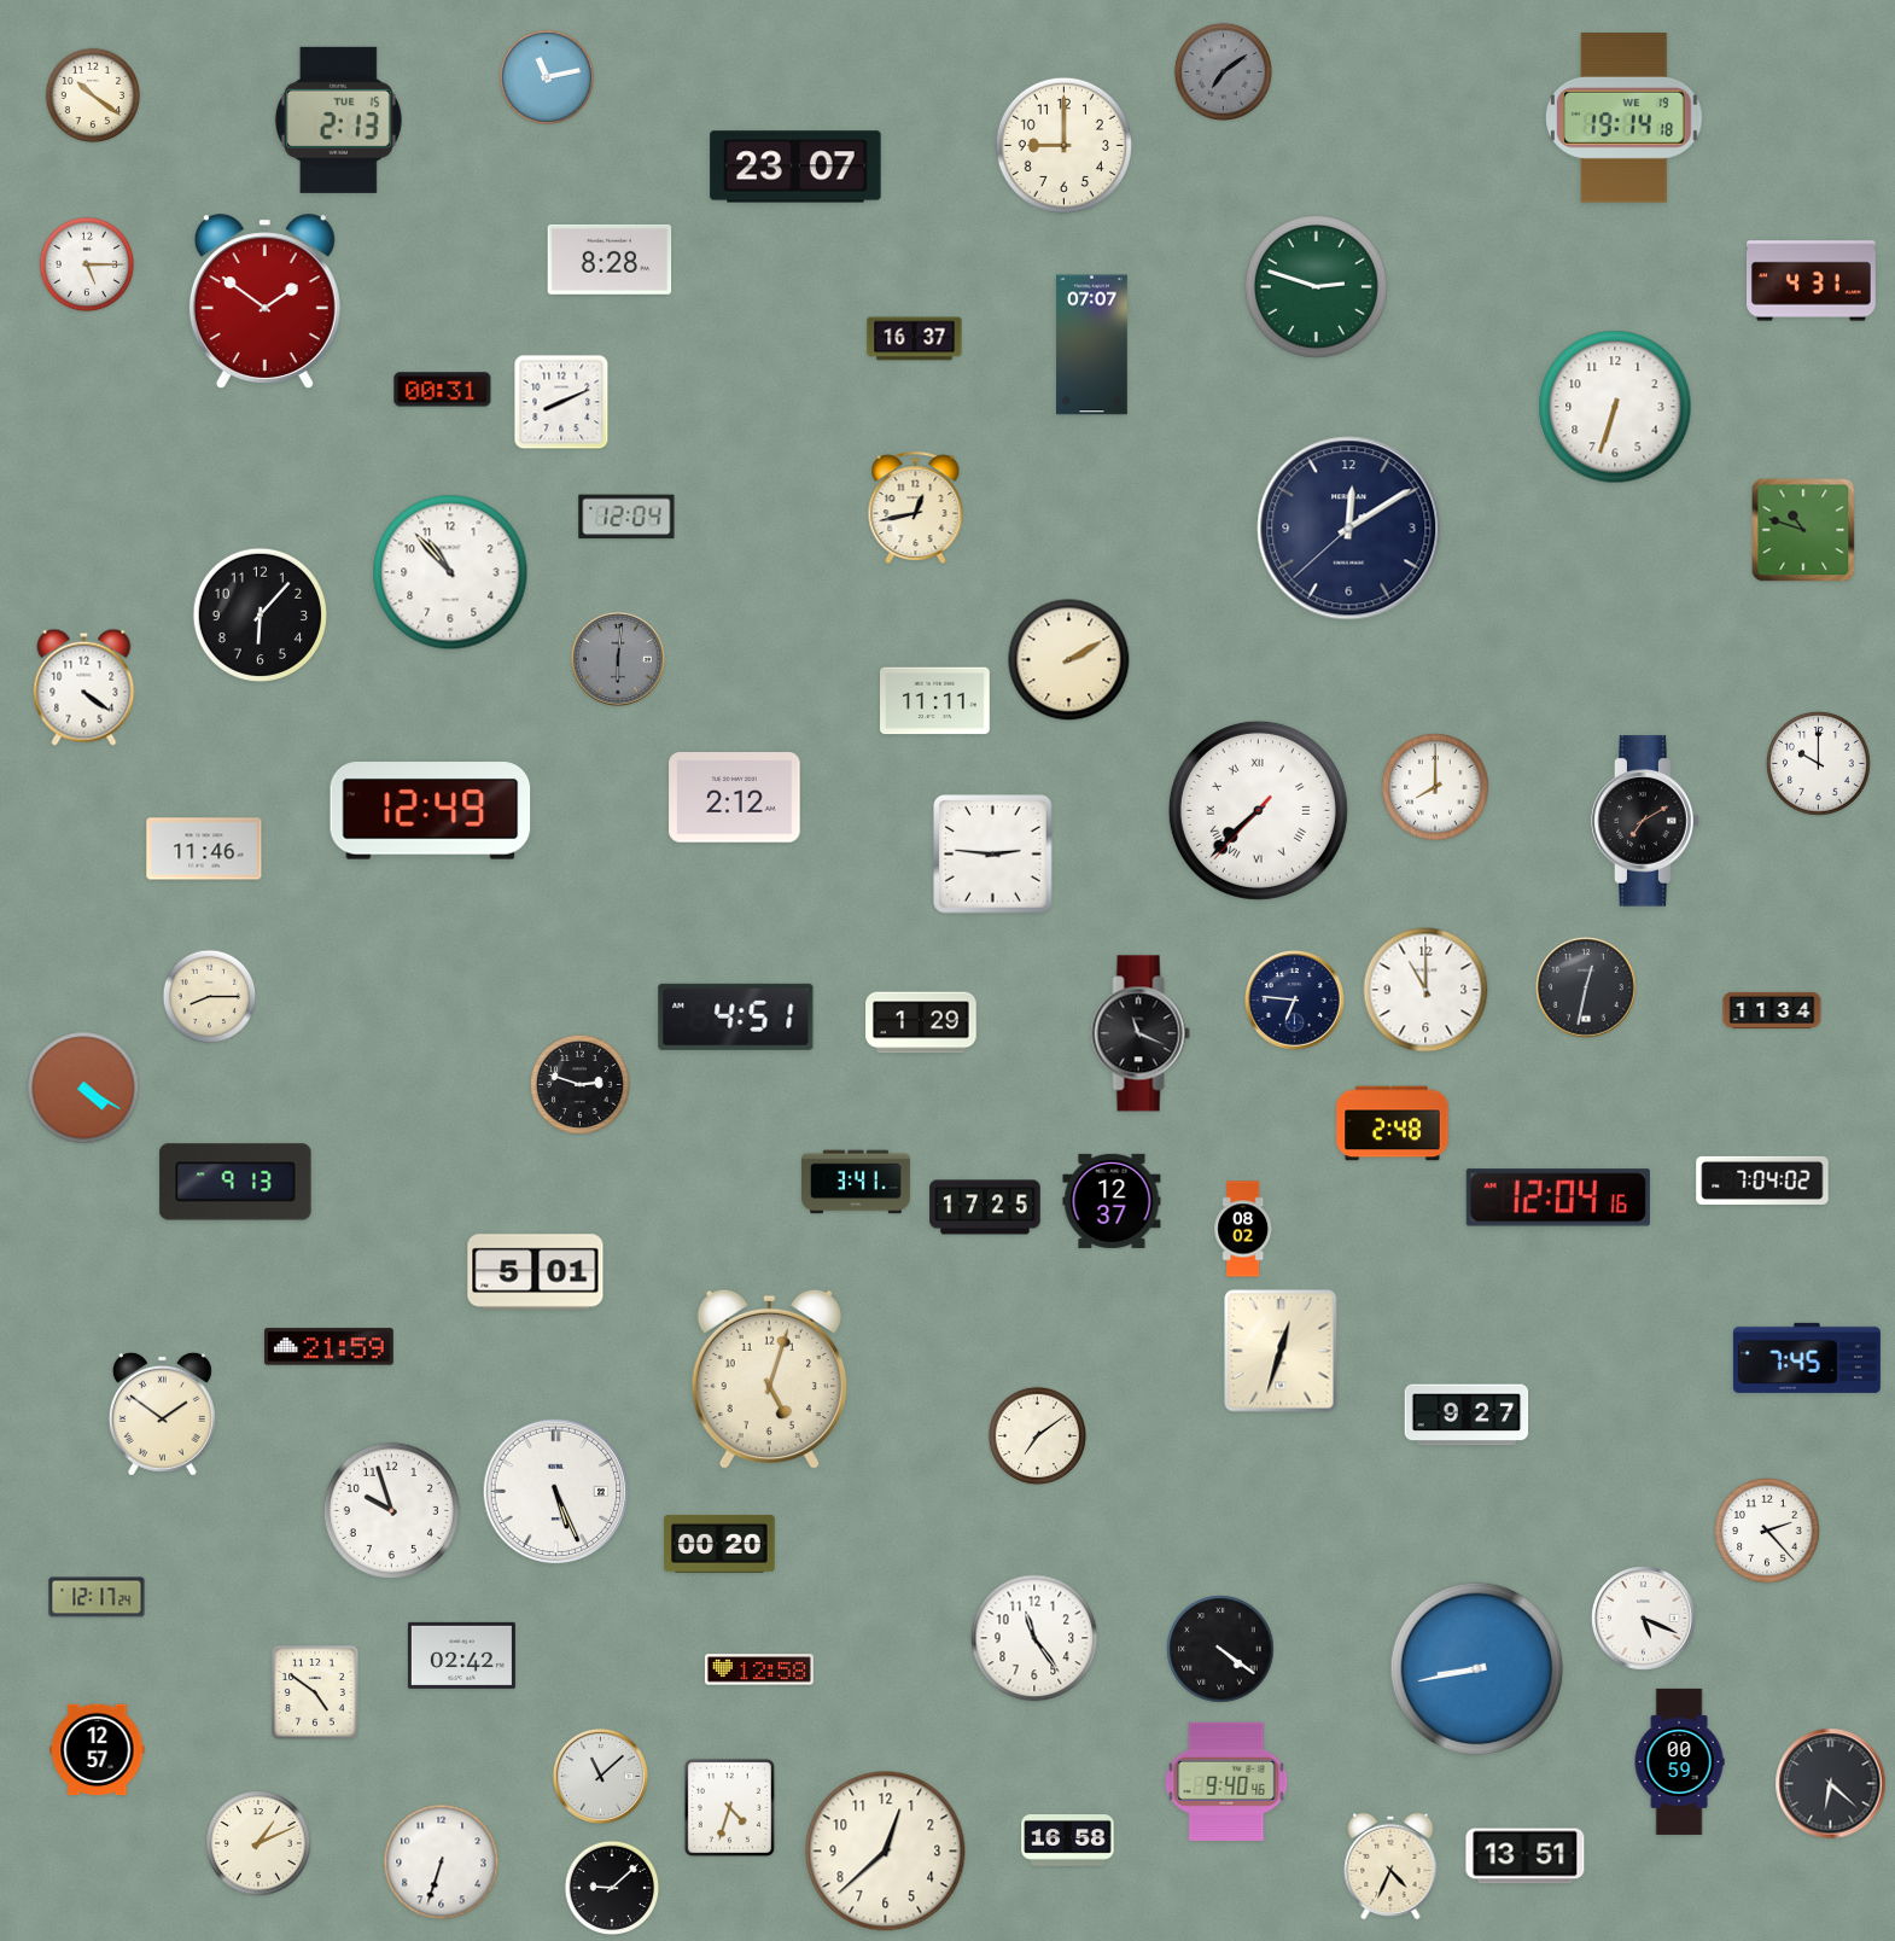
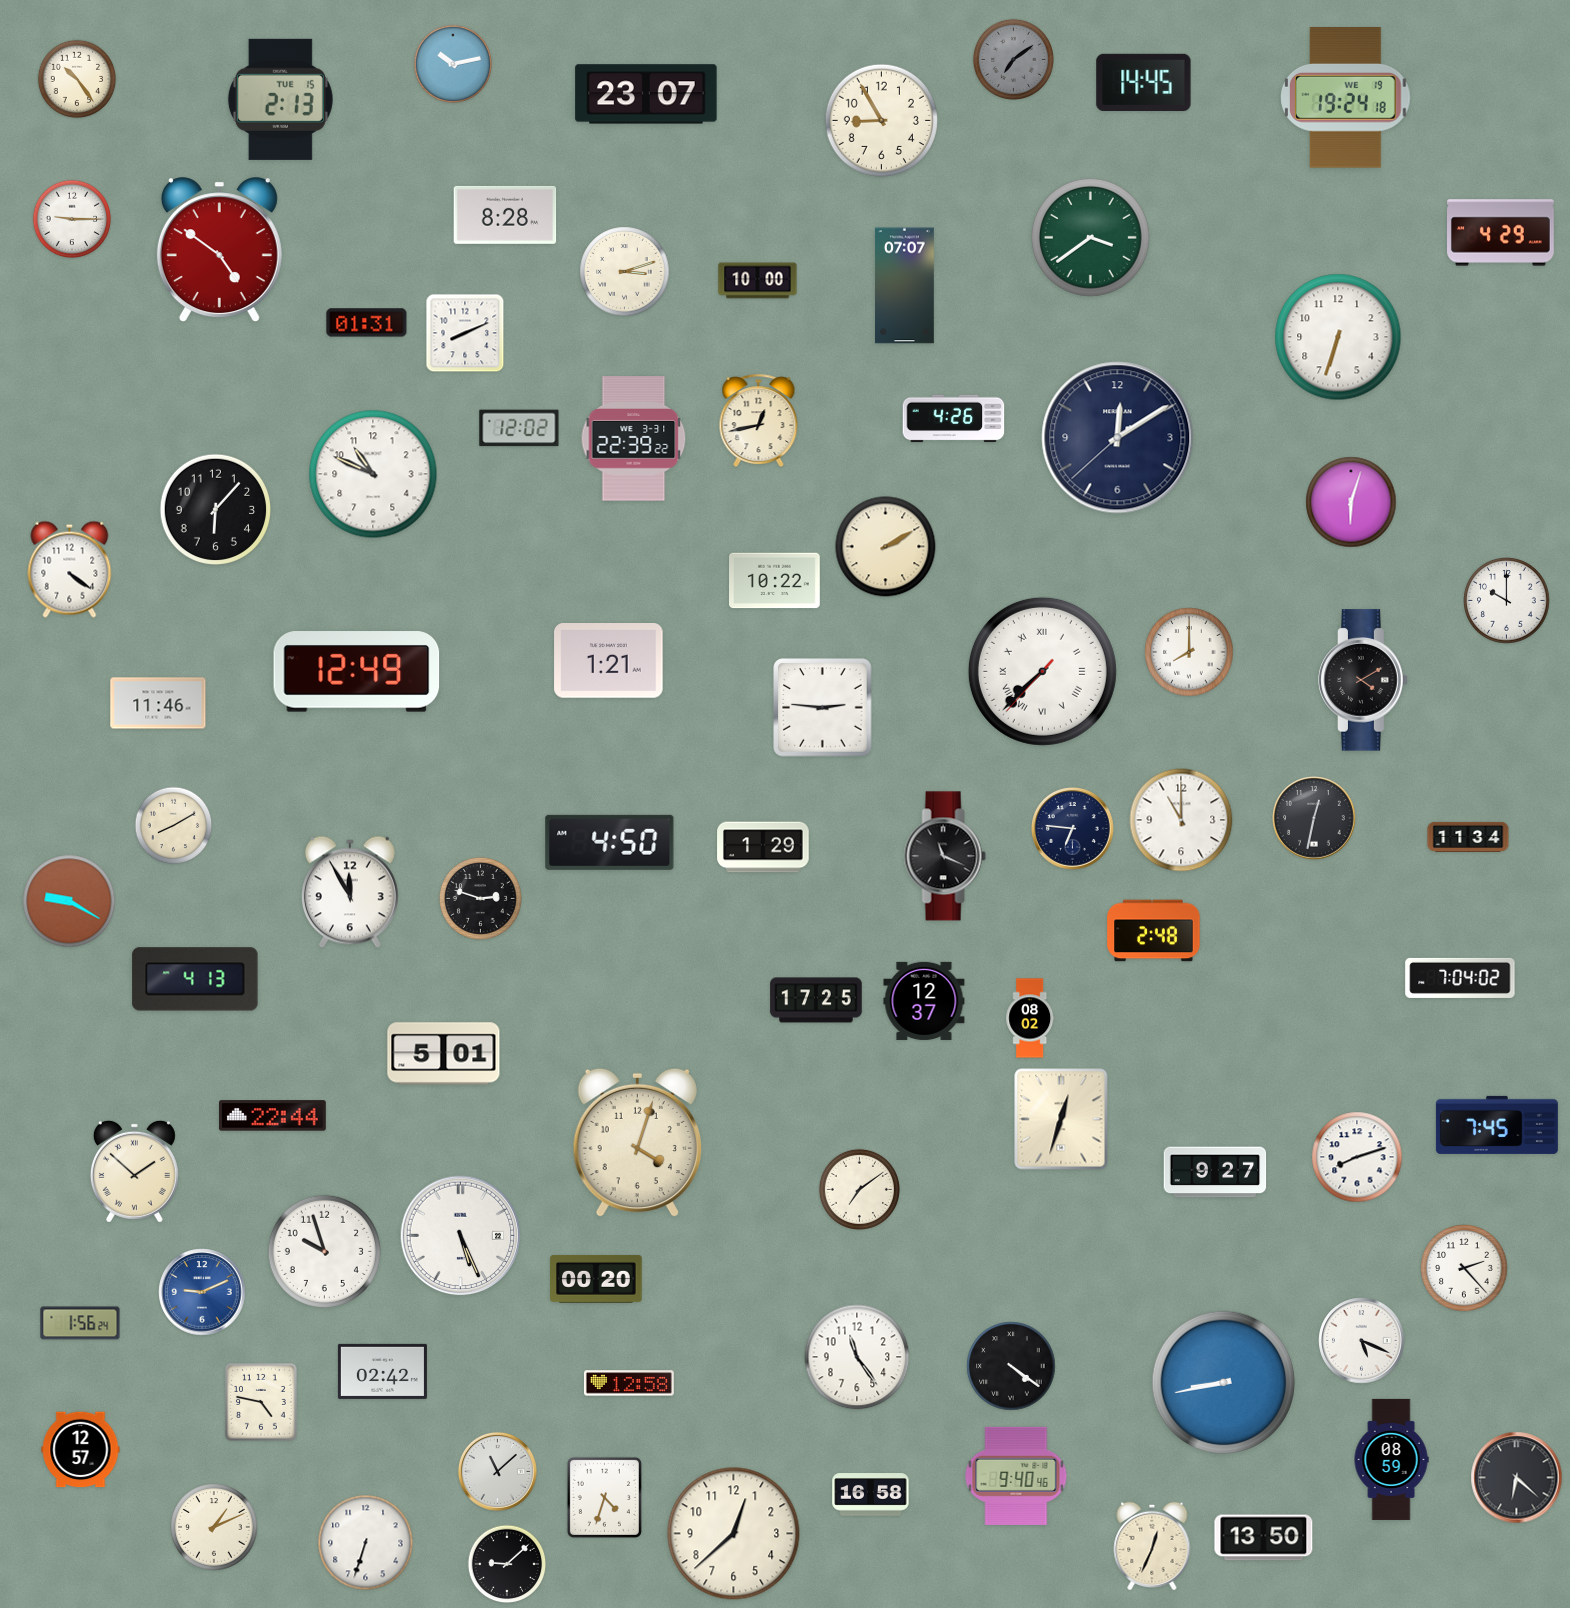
clock at (547, 77): 11:13 -> 10:13
clock at (93, 95): 10:21 -> 10:24
clock at (1144, 82): none -> 14:45
clock at (1625, 118): 19:14 -> 19:24
clock at (1063, 145): 9:00 -> 8:55
clock at (795, 167) position: (795, 167) -> (646, 94)
clock at (87, 264): 5:15 -> 9:15
clock at (1812, 281): 4:31 -> 4:29
clock at (1316, 286): 2:48 -> 3:39
clock at (264, 302): 1:51 -> 4:51
clock at (625, 272): none -> 3:12
clock at (915, 339): 16:37 -> 10:00
clock at (443, 390): 00:31 -> 01:31
clock at (954, 419): none -> 4:26
clock at (626, 517): 12:04 -> 12:02
clock at (634, 439): none -> 22:39
clock at (1803, 530): 10:48 -> none
clock at (450, 572): 10:53 -> 10:49
clock at (1351, 502): none -> 6:03
clock at (618, 659): 6:01 -> none
clock at (935, 701): 11:11 -> 10:22
clock at (1819, 764) position: (1819, 764) -> (1507, 601)
clock at (735, 798): 2:12 -> 1:21
clock at (1645, 821): 7:10 -> 4:10
clock at (204, 849) position: (204, 849) -> (158, 703)
clock at (210, 997): 8:15 -> 8:10
clock at (736, 1016): 4:51 -> 4:50
clock at (350, 892): none -> 11:55
clock at (83, 1088): 4:20 -> 9:20
clock at (235, 1182): 9:13 -> 4:13
clock at (856, 1182): 3:41 -> none
clock at (1558, 1197): 12:04 -> none
clock at (1112, 1201) position: (1112, 1201) -> (924, 1001)
clock at (330, 1347): 21:59 -> 22:44
clock at (769, 1380): 5:03 -> 4:03
clock at (1357, 1157): none -> 8:12
clock at (162, 1414): 1:51 -> 1:52
clock at (202, 1292): none -> 9:11
clock at (97, 1597): 12:17 -> 1:56
clock at (316, 1694): 4:51 -> 4:47
clock at (1679, 1761): 00:59 -> 08:59
clock at (1068, 1841) position: (1068, 1841) -> (871, 1495)
clock at (1526, 1857): 13:51 -> 13:50
clock at (1390, 1866): 4:34 -> 12:34
